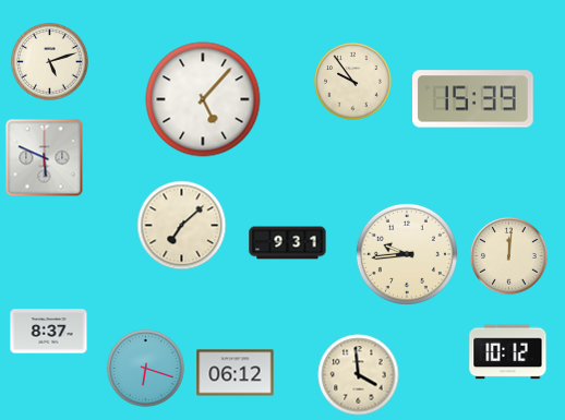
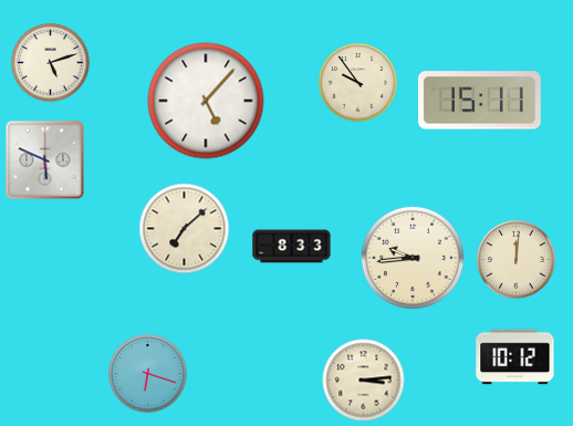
clock at (473, 99): 15:39 -> 15:11
clock at (288, 243): 9:31 -> 8:33
clock at (49, 332): 8:37 -> none
clock at (236, 373): 06:12 -> none
clock at (359, 375): 3:59 -> 3:14
